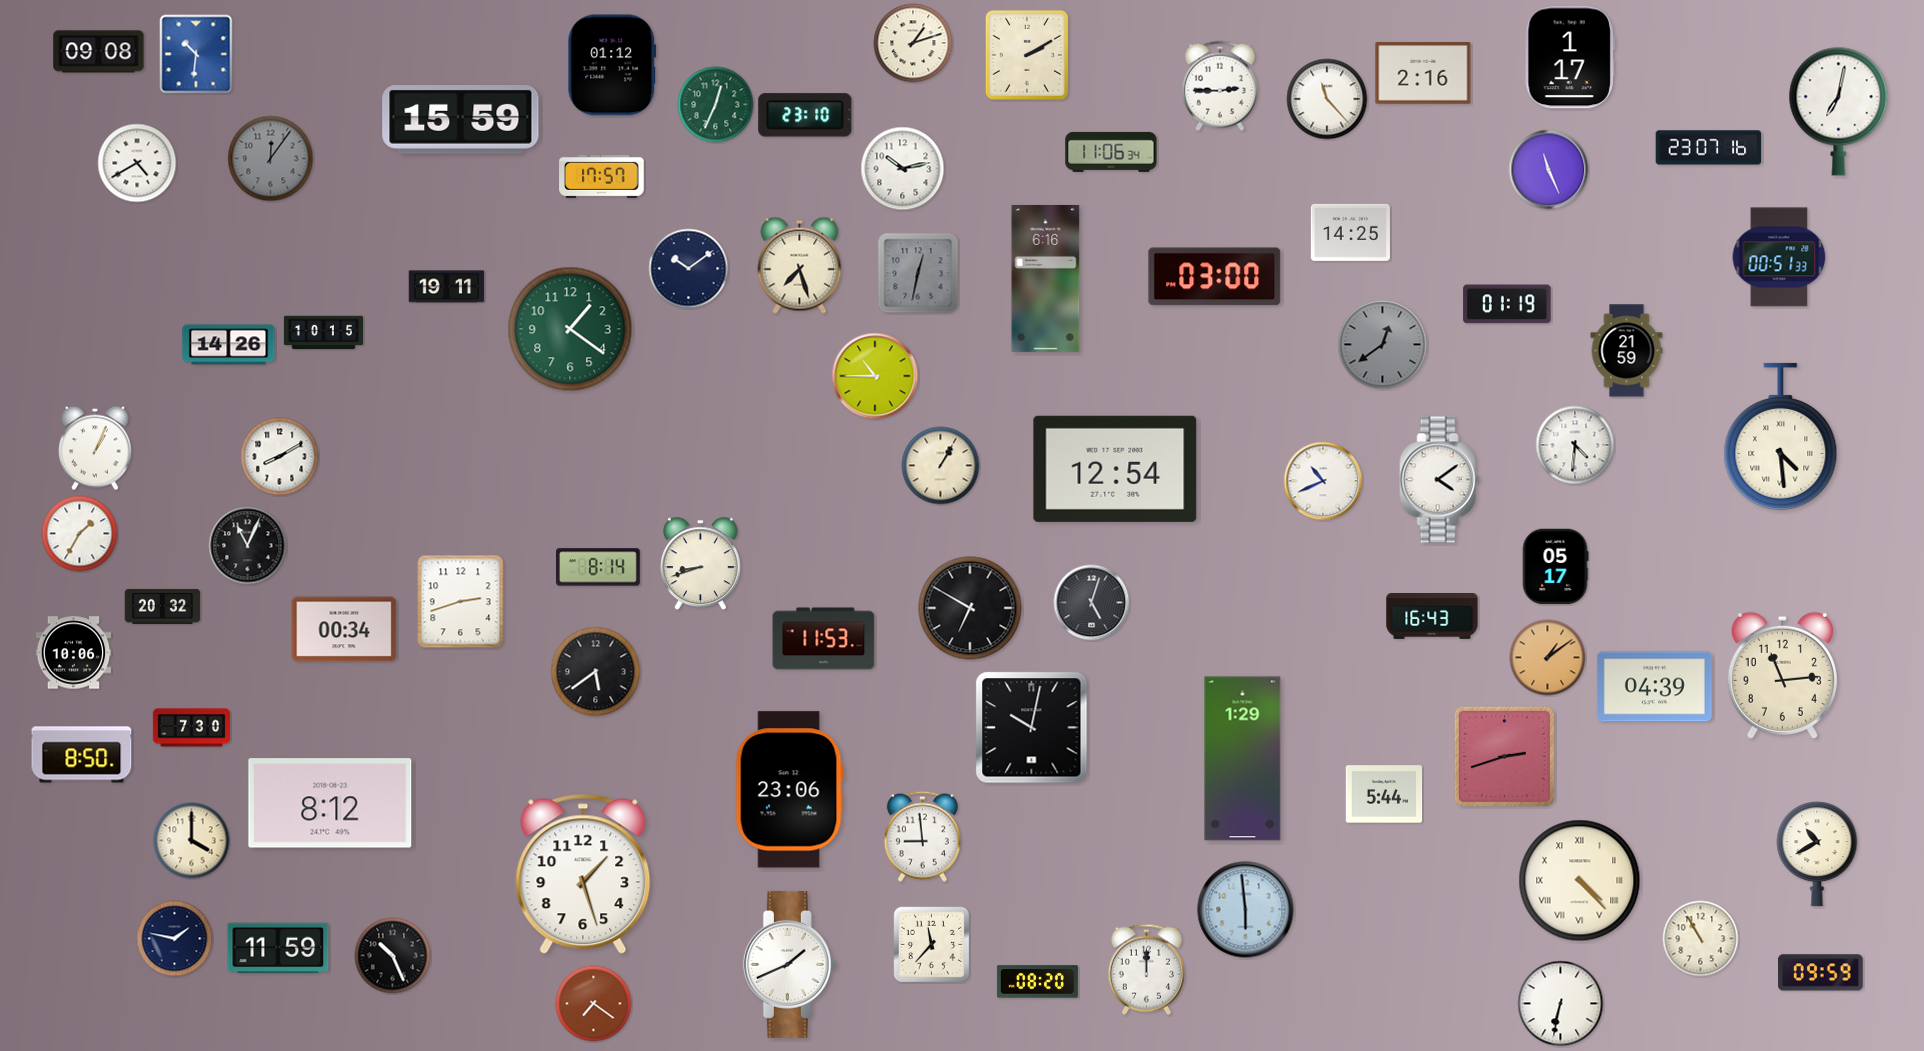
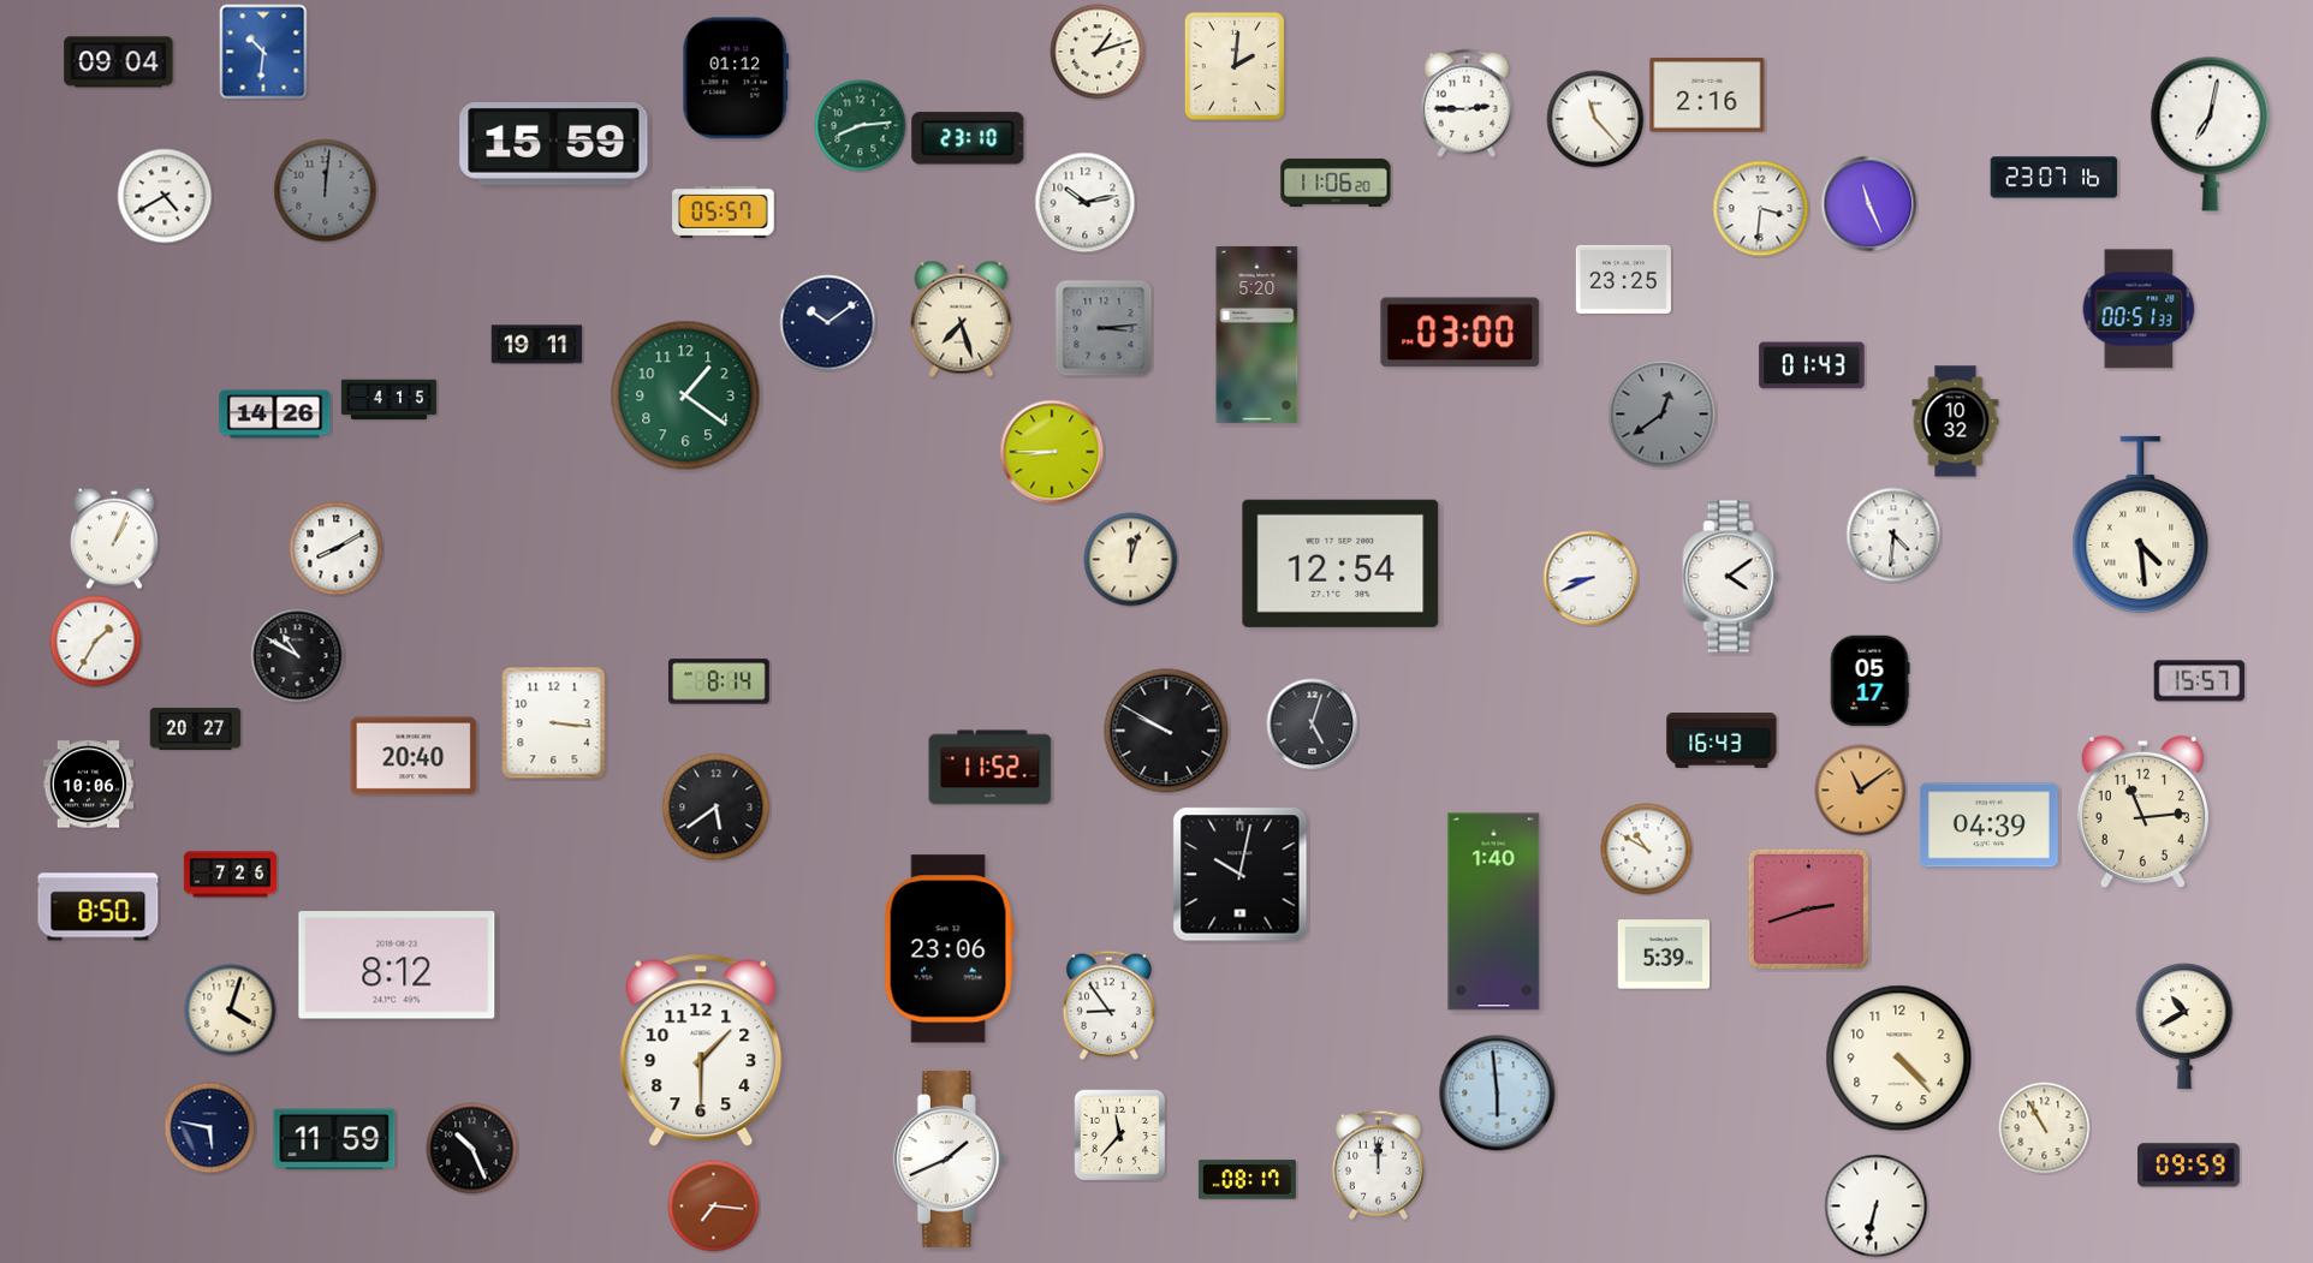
clock at (99, 52): 09:08 -> 09:04
clock at (196, 54) position: (196, 54) -> (263, 52)
clock at (1027, 55): 2:10 -> 2:01
clock at (1570, 57): 1:17 -> none
clock at (1423, 73) position: (1423, 73) -> (1707, 95)
clock at (716, 105): 12:34 -> 8:14
clock at (1111, 152): 11:06:34 -> 11:06:20
clock at (271, 159): 12:06 -> 12:01
clock at (1549, 170) position: (1549, 170) -> (1869, 204)
clock at (1761, 209): none -> 3:31
clock at (602, 176): 17:57 -> 05:57
clock at (1350, 232): 14:25 -> 23:25
clock at (918, 273): 12:32 -> 3:14
clock at (1046, 278): 6:16 -> 5:20
clock at (1507, 304): 01:19 -> 01:43
clock at (323, 333): 10:15 -> 4:15
clock at (1627, 351): 21:59 -> 10:32
clock at (875, 376): 10:45 -> 8:45
clock at (941, 466): 1:05 -> 12:03
clock at (1323, 481): 10:41 -> 8:41
clock at (248, 546): 11:04 -> 10:50
clock at (700, 564): 8:42 -> none
clock at (2200, 681): none -> 15:57
clock at (461, 602): 2:42 -> 3:16
clock at (163, 606): 20:32 -> 20:27
clock at (970, 608): 6:50 -> 9:50
clock at (344, 629): 00:34 -> 20:40
clock at (824, 639): 11:53 -> 11:52
clock at (1548, 658): 1:09 -> 11:09
clock at (1647, 850): none -> 10:50
clock at (192, 728): 7:30 -> 7:26
clock at (1243, 759): 1:29 -> 1:40
clock at (1384, 794): 5:44 -> 5:39
clock at (922, 836): 8:59 -> 8:54
clock at (192, 841): 4:00 -> 4:03
clock at (583, 874): 1:27 -> 1:30
clock at (1580, 881) numerals: Roman -> Arabic
clock at (175, 939): 1:47 -> 5:47
clock at (1821, 973) position: (1821, 973) -> (2189, 1166)
clock at (1037, 982): 08:20 -> 08:17
clock at (594, 1004): 7:21 -> 7:16
